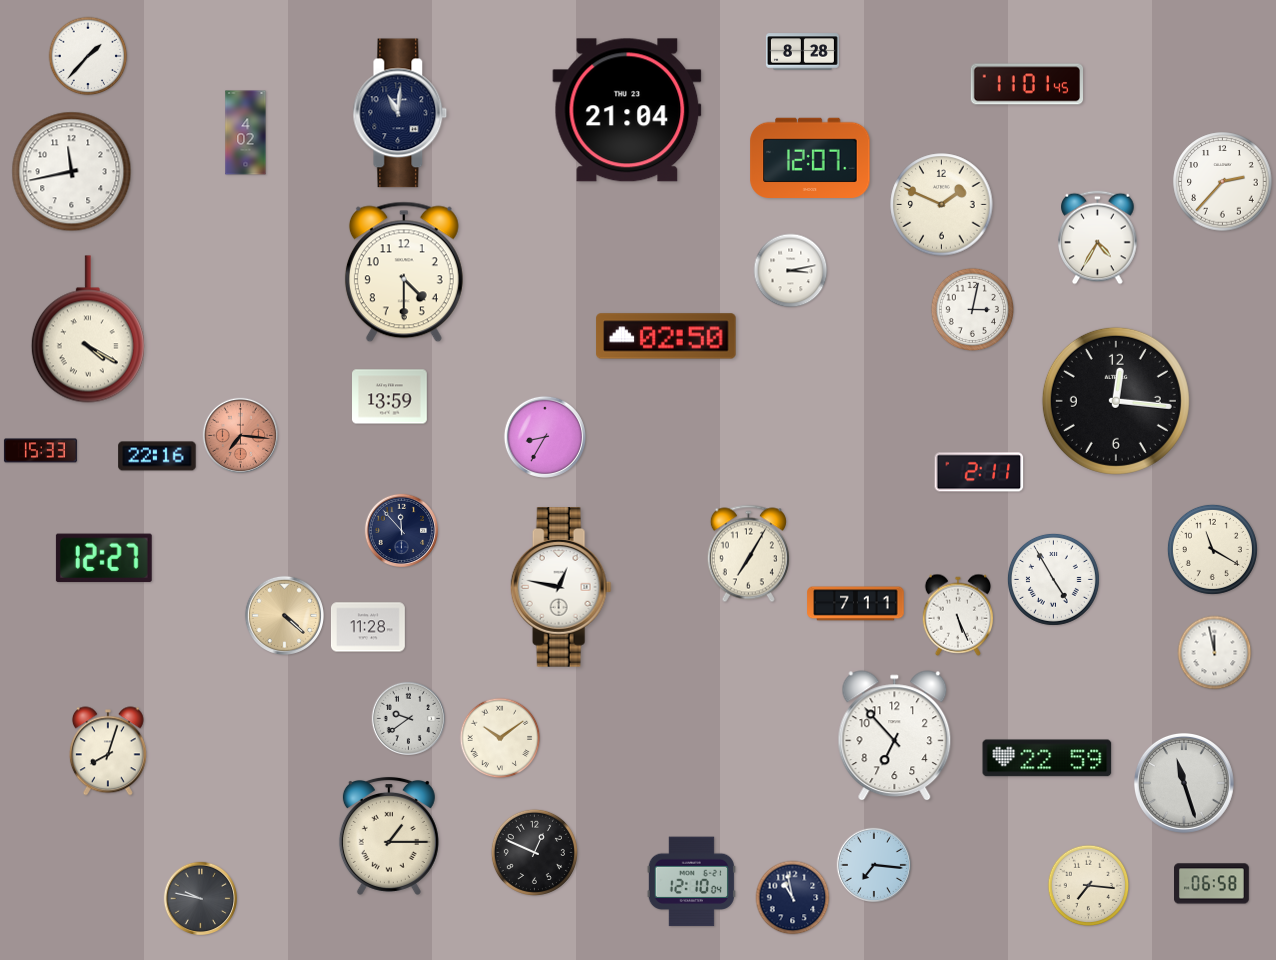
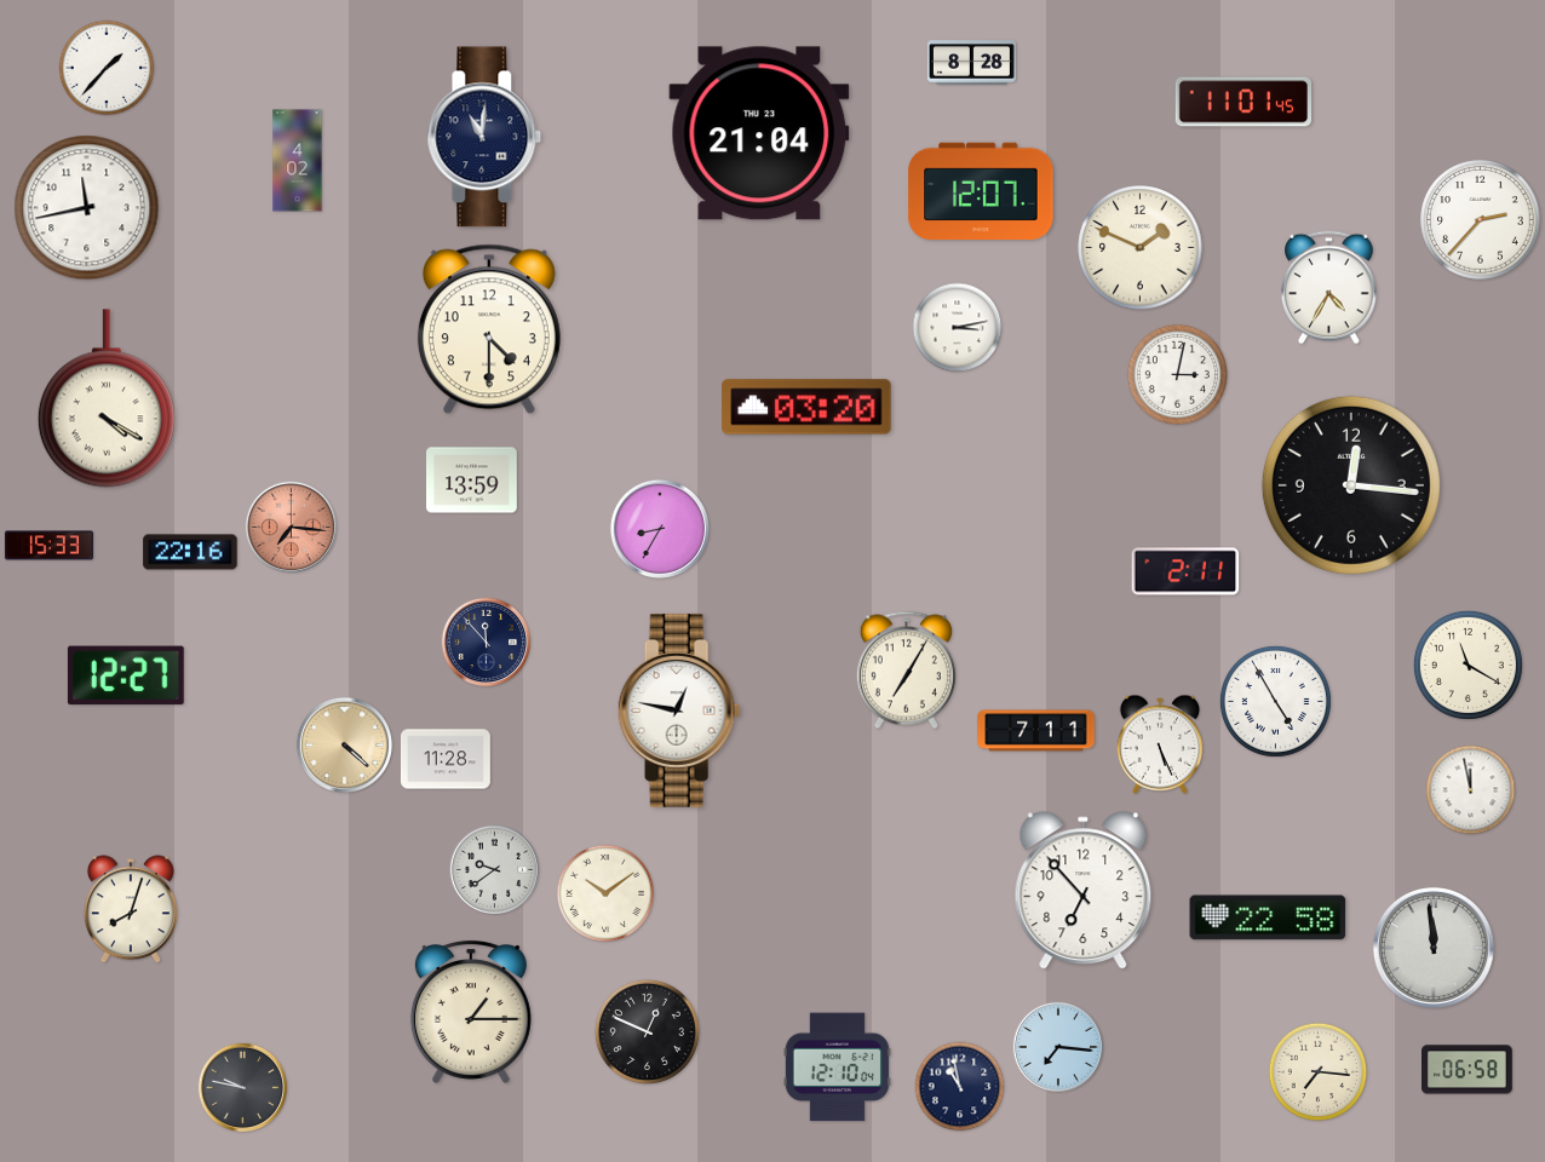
clock at (666, 336): 02:50 -> 03:20
clock at (1047, 758): 22:59 -> 22:58
clock at (1184, 783): 11:27 -> 11:59
